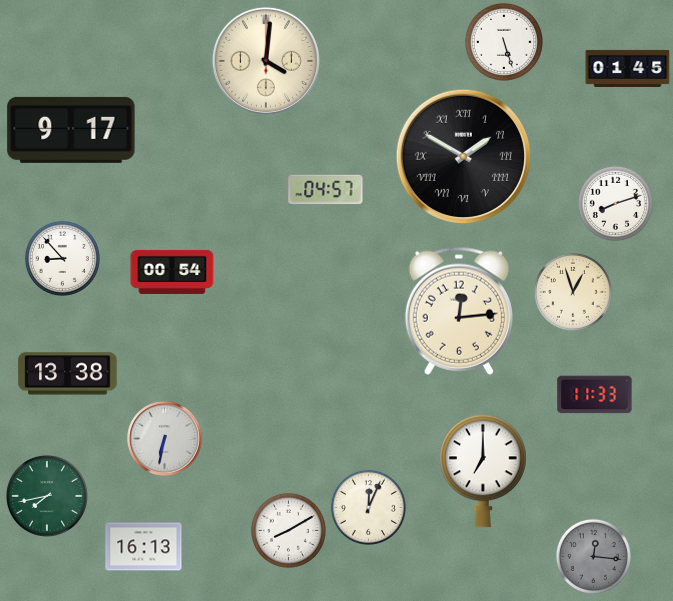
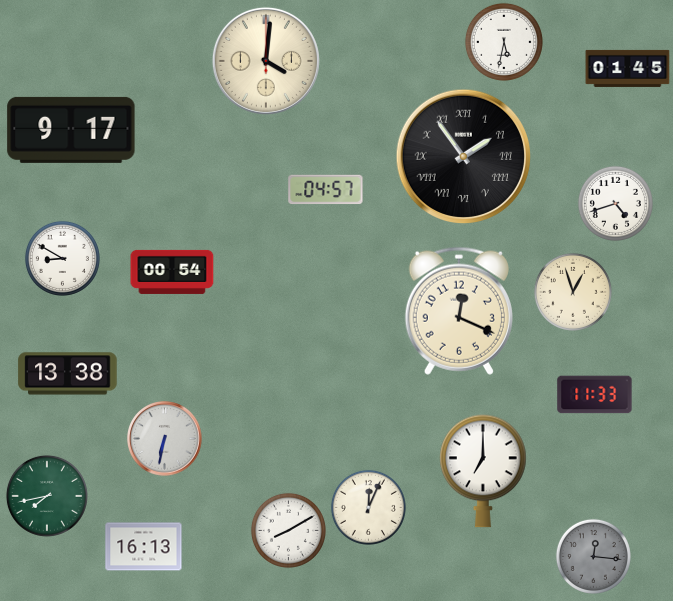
clock at (504, 42): 5:27 -> 5:32
clock at (463, 156): 1:50 -> 1:54
clock at (615, 203): 8:12 -> 4:42
clock at (62, 258): 8:53 -> 8:50
clock at (459, 311): 12:14 -> 12:19
